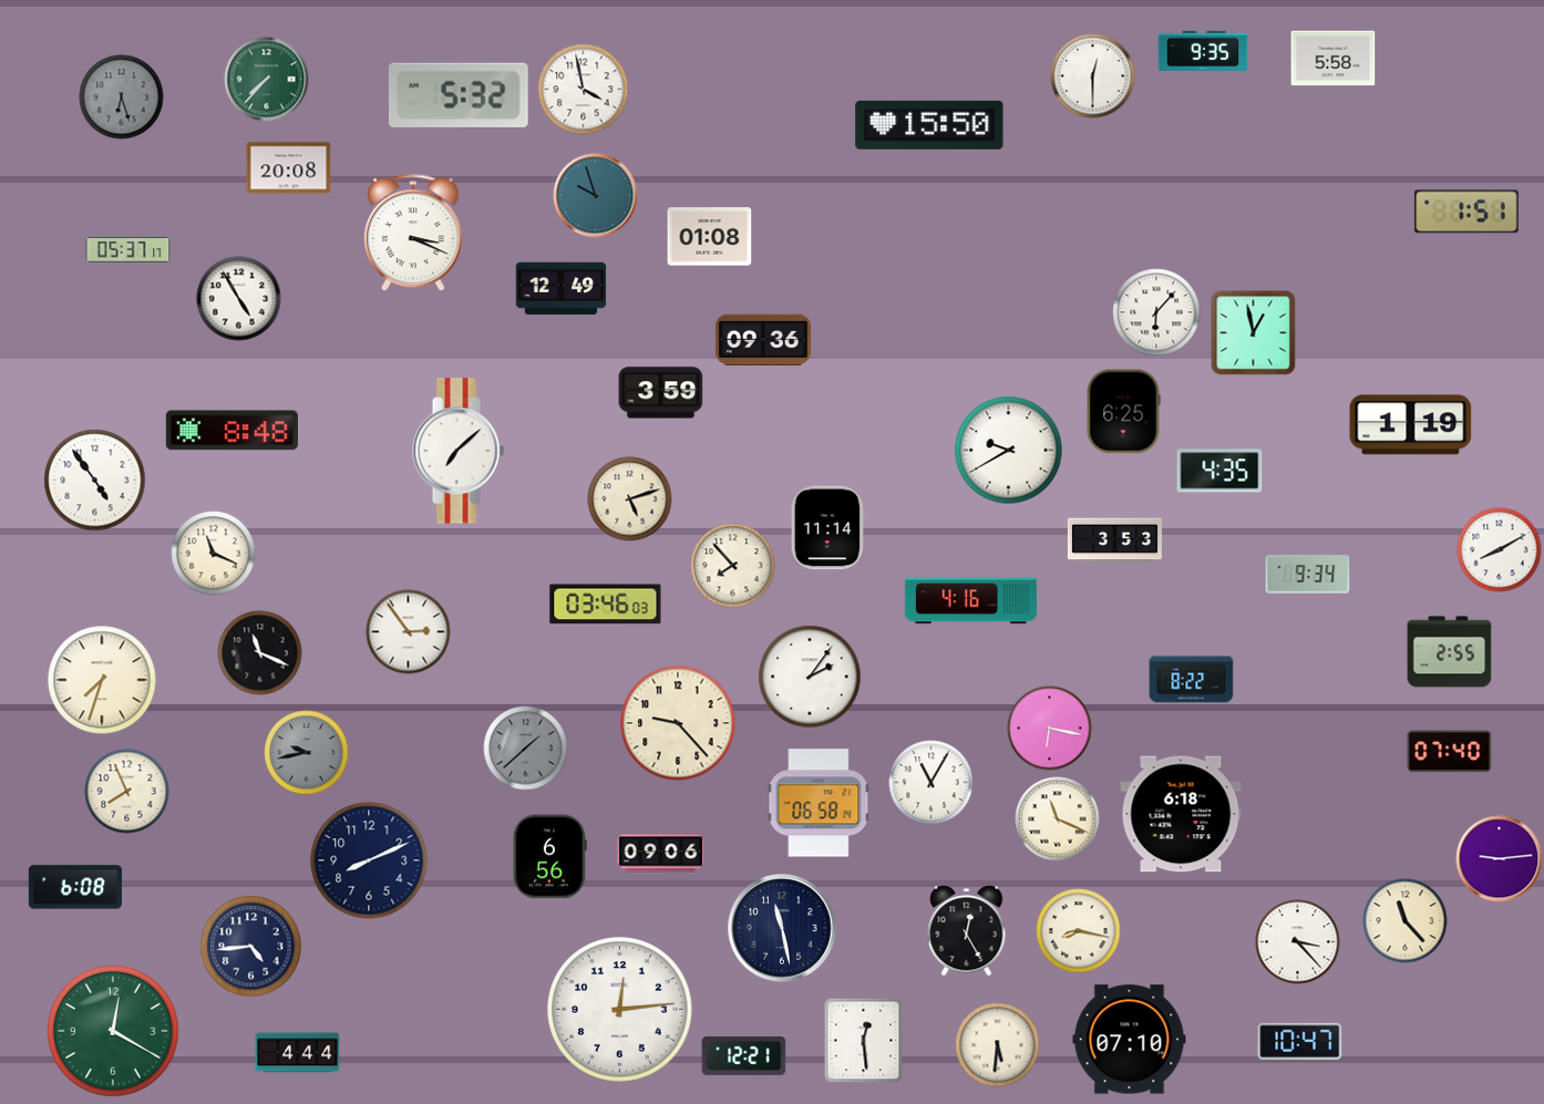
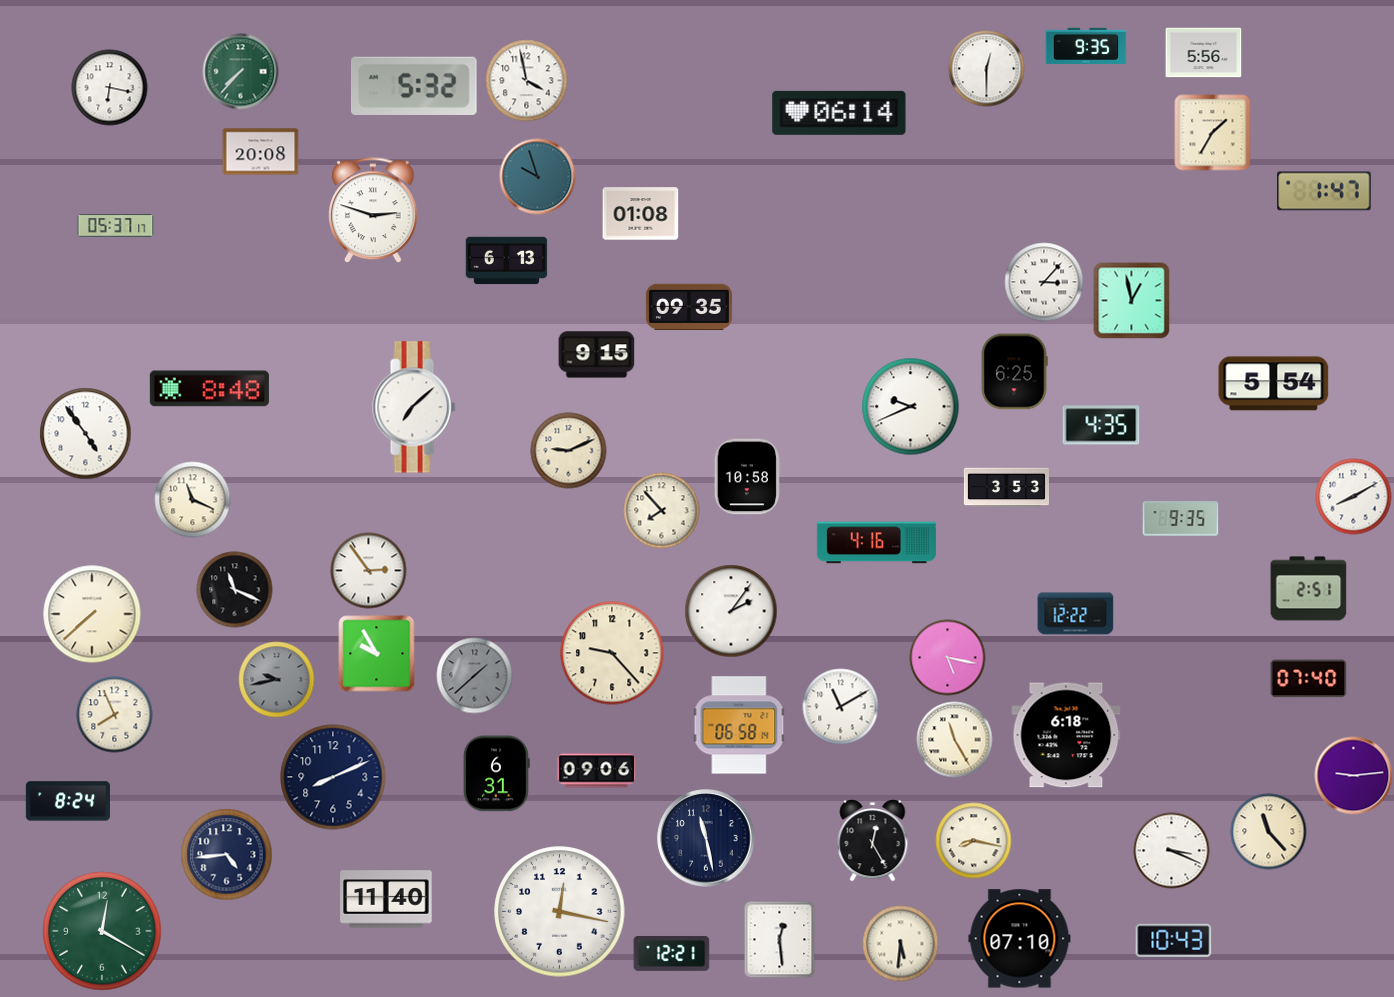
clock at (1334, 59): 5:58 -> 5:56
clock at (122, 97): 6:27 -> 6:17
clock at (122, 97) dial: grey -> white
clock at (929, 125): 15:50 -> 06:14
clock at (1213, 133): none -> 1:35
clock at (1466, 211): 1:51 -> 1:47
clock at (414, 234): 3:19 -> 2:48
clock at (562, 289): 12:49 -> 6:13
clock at (239, 299): 4:55 -> none
clock at (1156, 312): 6:07 -> 3:07
clock at (763, 340): 09:36 -> 09:35
clock at (661, 393): 3:59 -> 9:15
clock at (1411, 425): 1:19 -> 5:54
clock at (1009, 451): 9:40 -> 9:41
clock at (630, 499): 5:12 -> 9:11
clock at (827, 528): 11:14 -> 10:58
clock at (1308, 575): 9:34 -> 9:35
clock at (606, 605): 03:46 -> none
clock at (1450, 652): 2:55 -> 2:51
clock at (102, 680): 7:33 -> 7:38
clock at (1192, 680): 8:22 -> 12:22
clock at (377, 654): none -> 9:55
clock at (1050, 729): 6:17 -> 5:17
clock at (931, 783): 11:05 -> 11:10
clock at (1058, 819): 11:19 -> 11:25
clock at (549, 857): 6:56 -> 6:31
clock at (75, 887): 6:08 -> 8:24
clock at (1298, 942): 3:23 -> 3:19
clock at (386, 899): none -> 11:40
clock at (620, 1010): 12:14 -> 12:17
clock at (1300, 1041): 10:47 -> 10:43
clock at (298, 1053): 4:44 -> none
